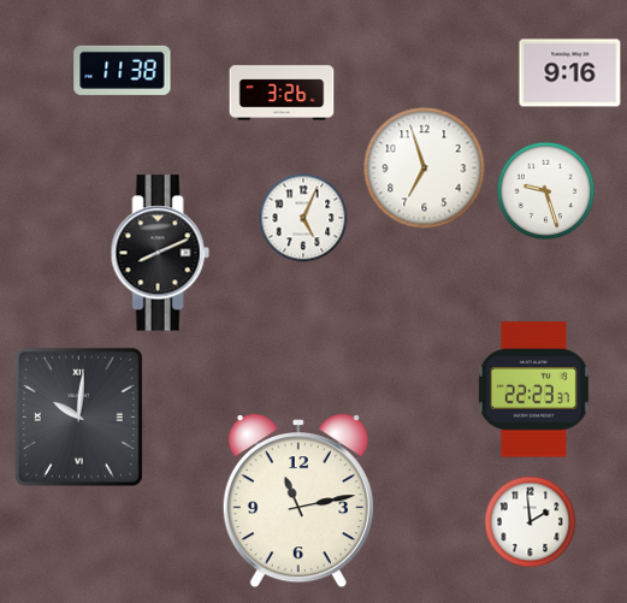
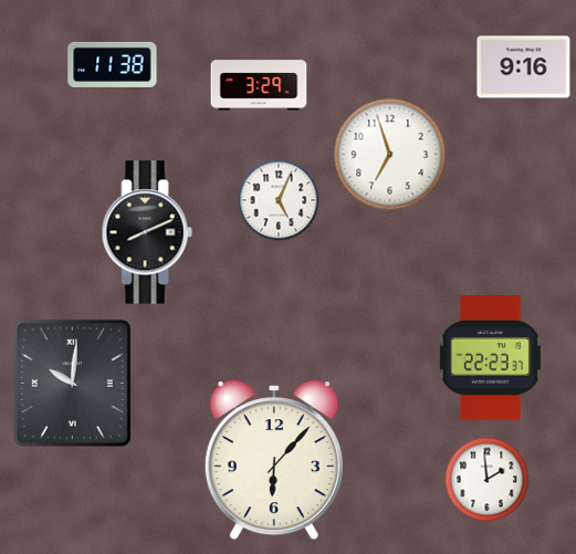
clock at (282, 93): 3:26 -> 3:29
clock at (546, 191): 9:27 -> none
clock at (298, 502): 11:13 -> 6:07
